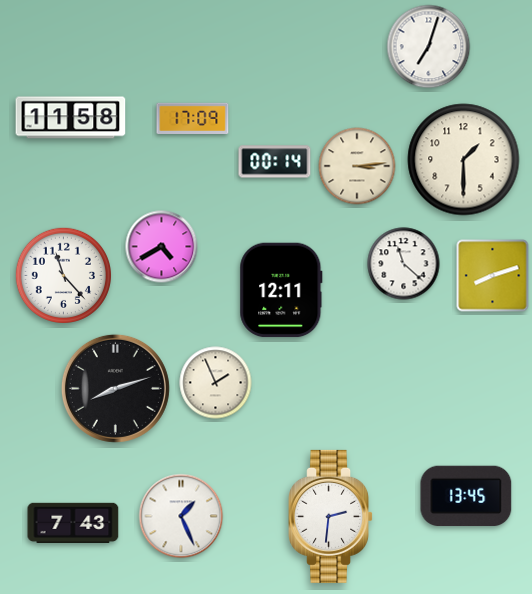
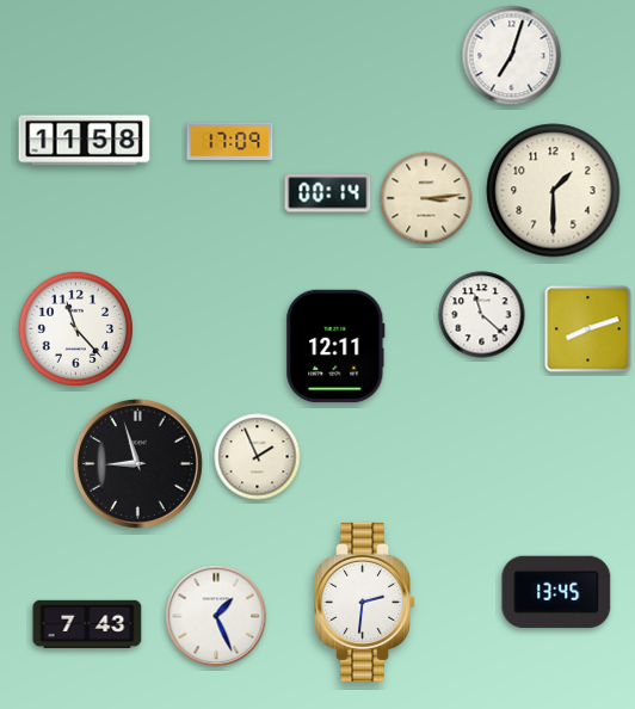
clock at (162, 247): 4:40 -> none
clock at (115, 388): 8:12 -> 8:57
clock at (331, 516) position: (331, 516) -> (365, 602)
